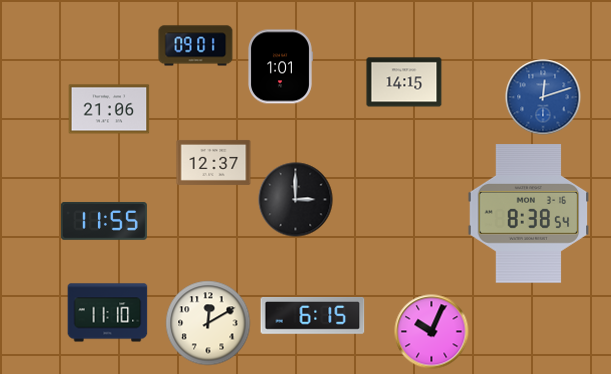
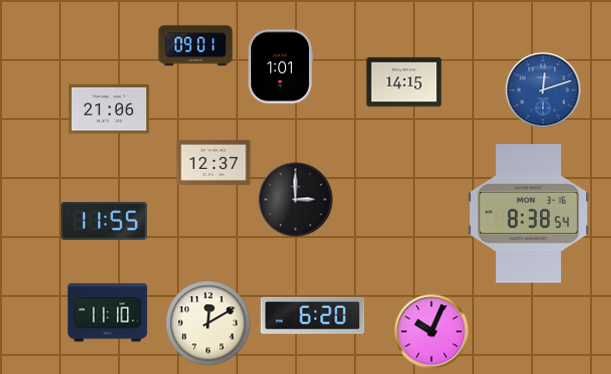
clock at (543, 97) position: (543, 97) -> (543, 90)
clock at (313, 315): 6:15 -> 6:20
